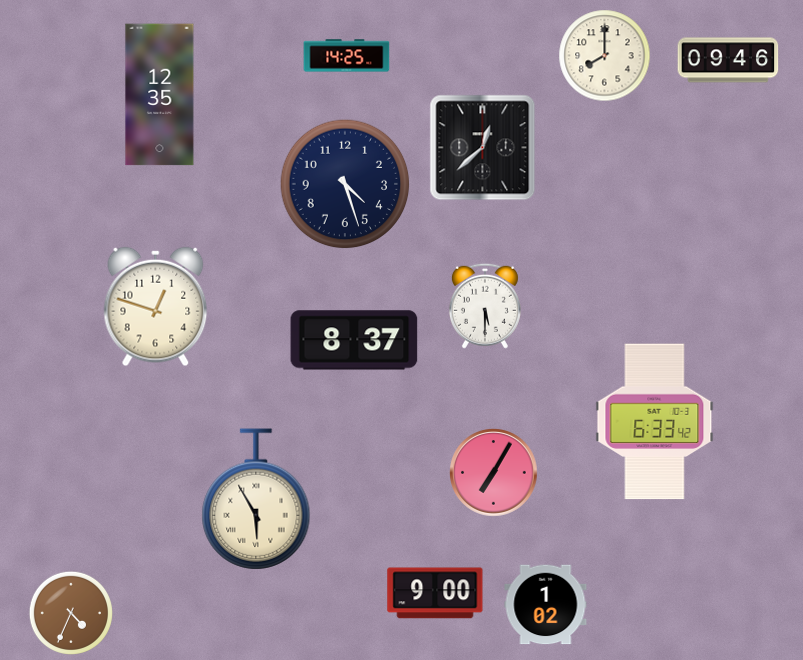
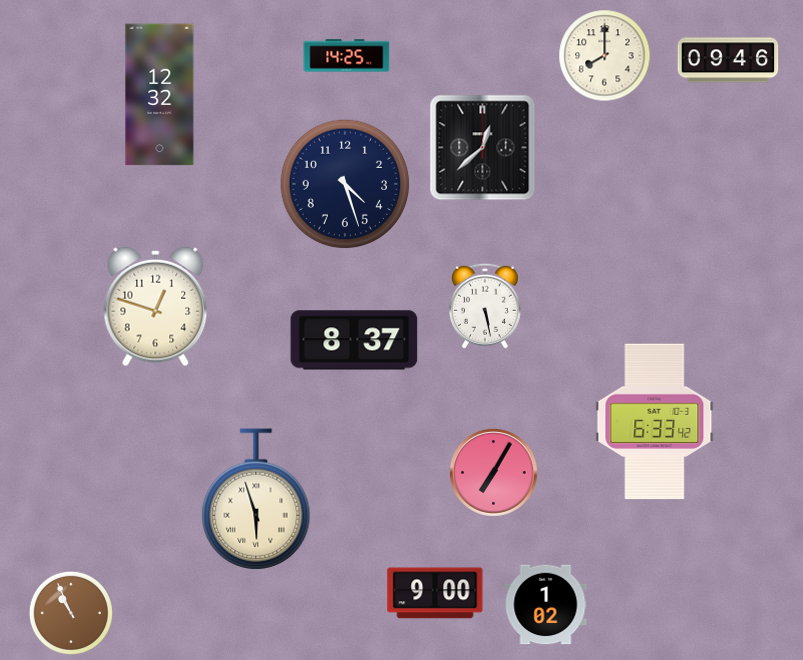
clock at (160, 95): 12:35 -> 12:32
clock at (485, 306): 5:30 -> 5:28
clock at (256, 499): 5:55 -> 5:57
clock at (71, 613): 4:34 -> 10:56
